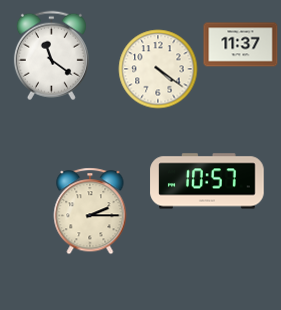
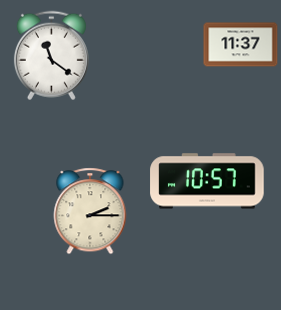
clock at (158, 69): 4:21 -> none
